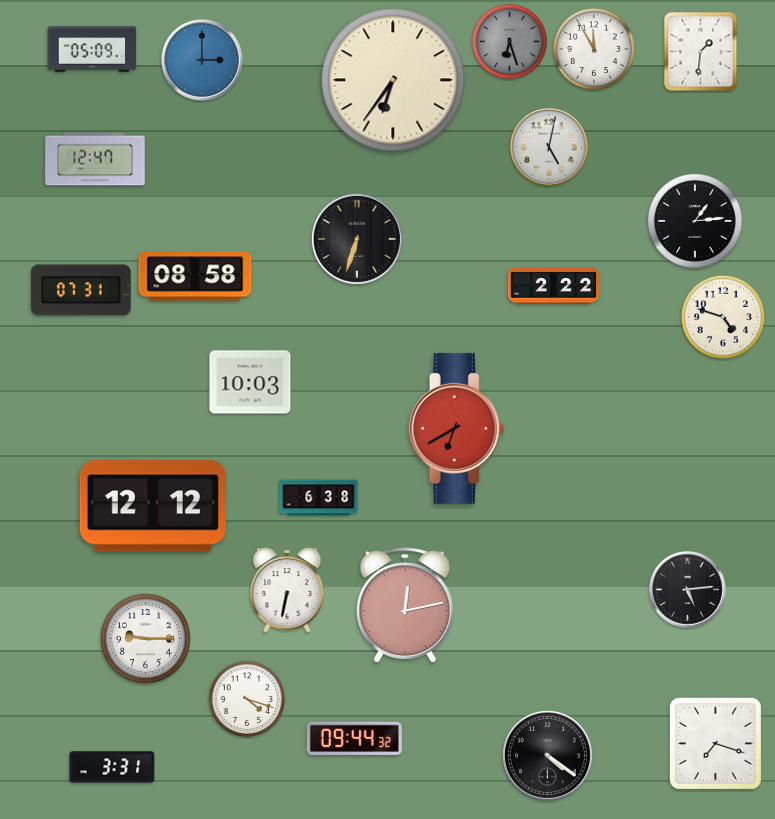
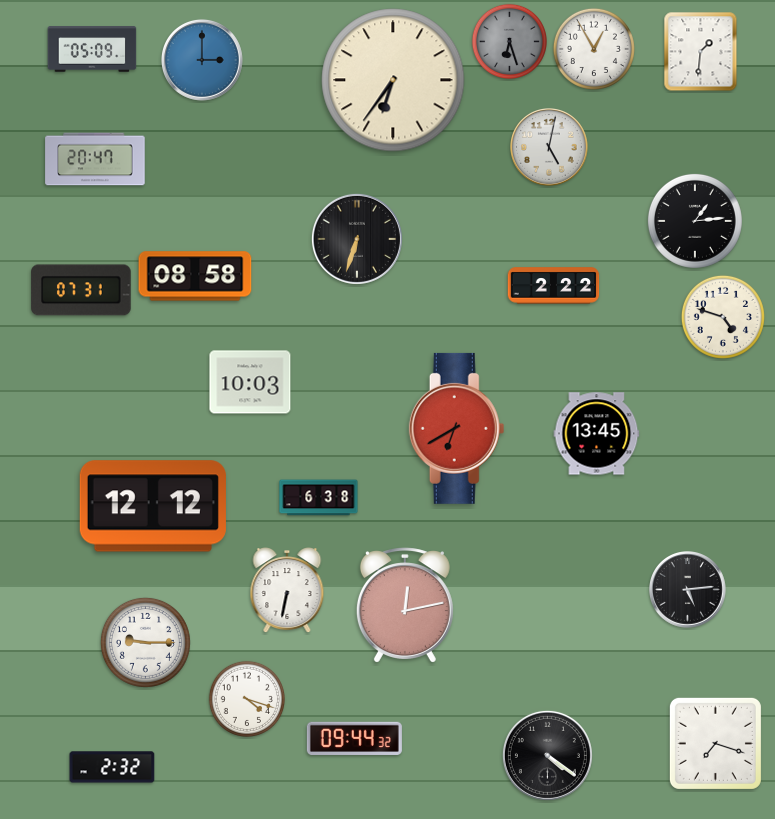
clock at (594, 49): 11:55 -> 12:55
clock at (95, 159): 12:47 -> 20:47
clock at (597, 434): none -> 13:45
clock at (145, 638) position: (145, 638) -> (145, 642)
clock at (112, 767): 3:31 -> 2:32
